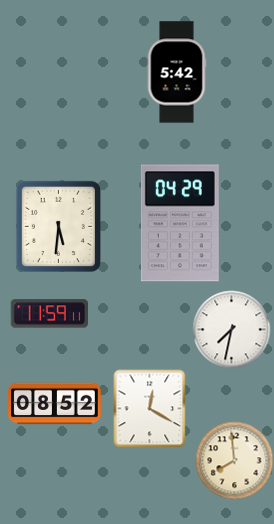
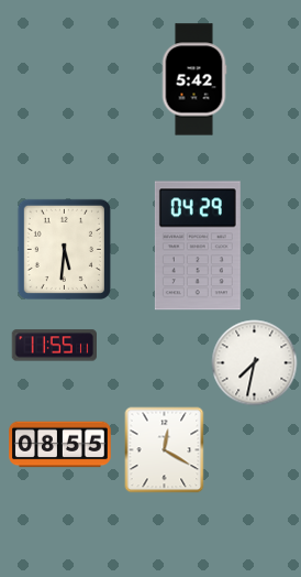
clock at (49, 314): 11:59 -> 11:55
clock at (55, 404): 08:52 -> 08:55
clock at (234, 460): 7:59 -> none
